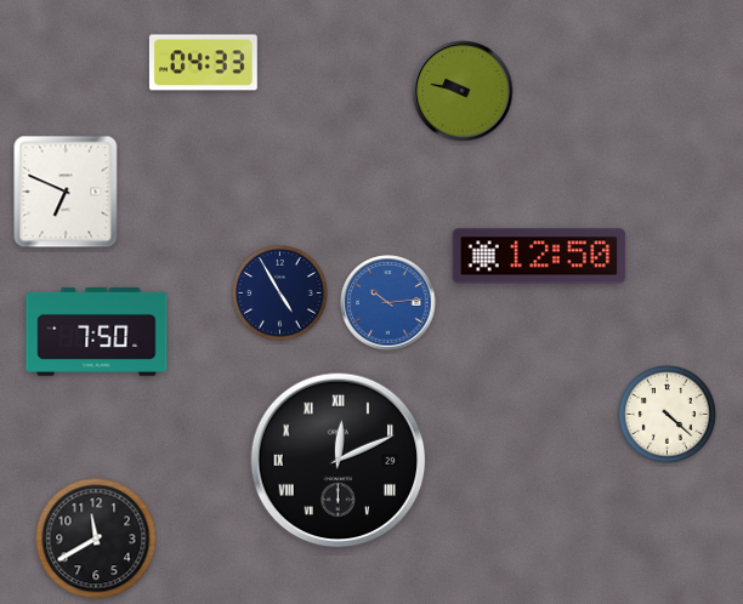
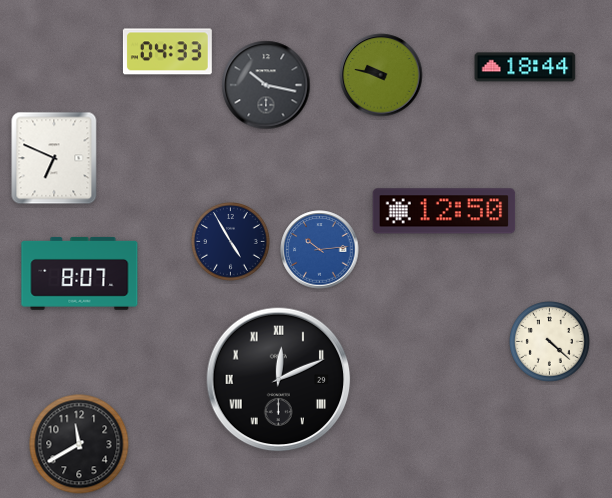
clock at (525, 67): none -> 18:44
clock at (266, 85): none -> 10:17
clock at (97, 331): 7:50 -> 8:07
